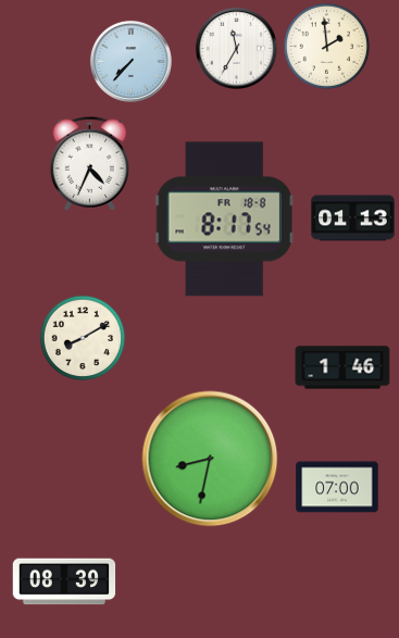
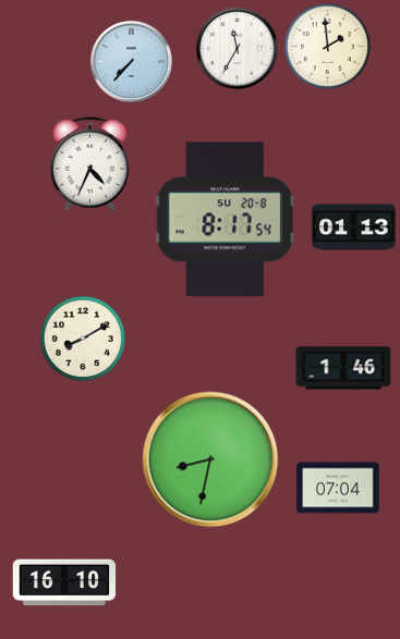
clock at (353, 218) position: (353, 218) -> (354, 228)
clock at (224, 220) date: FR 18-8 -> SU 20-8
clock at (337, 487): 07:00 -> 07:04
clock at (64, 581): 08:39 -> 16:10
